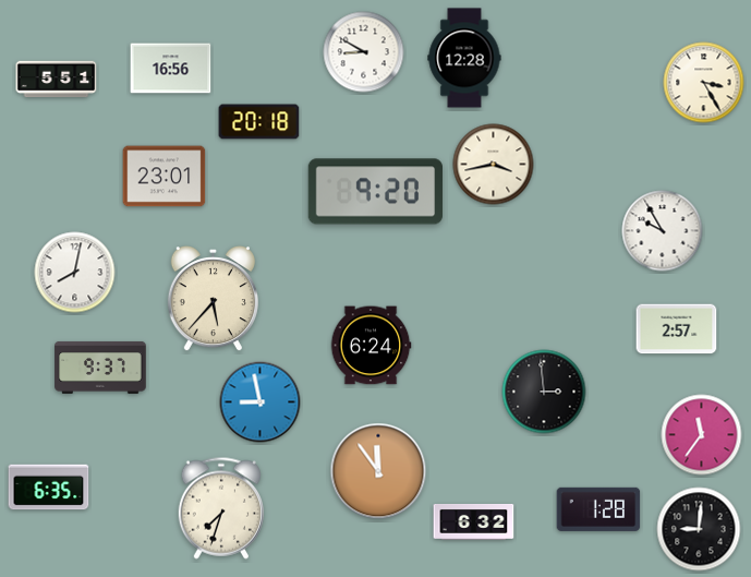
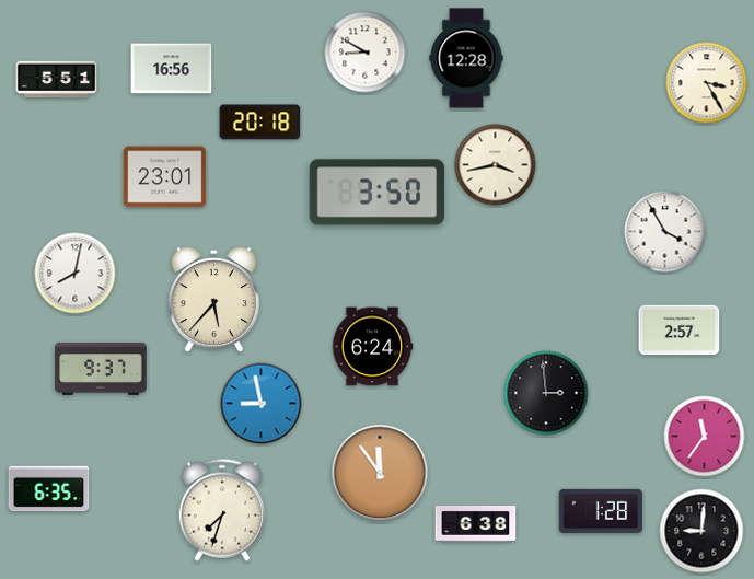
clock at (376, 192): 9:20 -> 3:50
clock at (663, 231): 9:55 -> 3:55
clock at (474, 521): 6:32 -> 6:38
